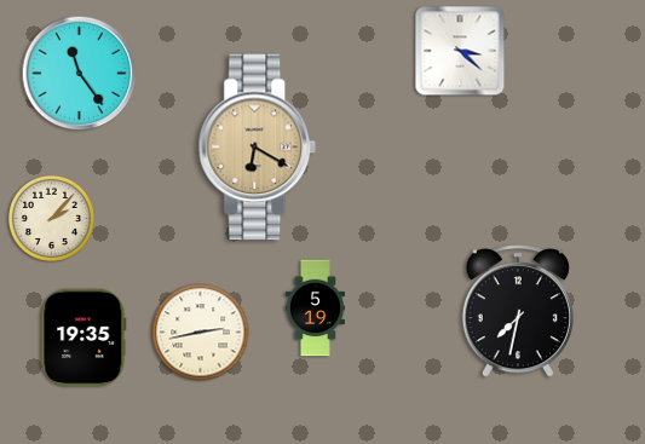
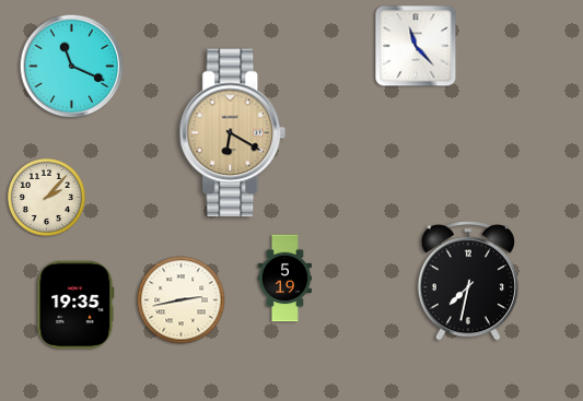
clock at (460, 51): 3:22 -> 11:23
clock at (80, 74): 11:24 -> 11:19
